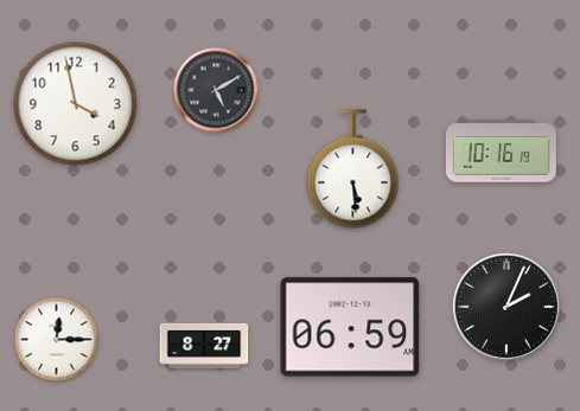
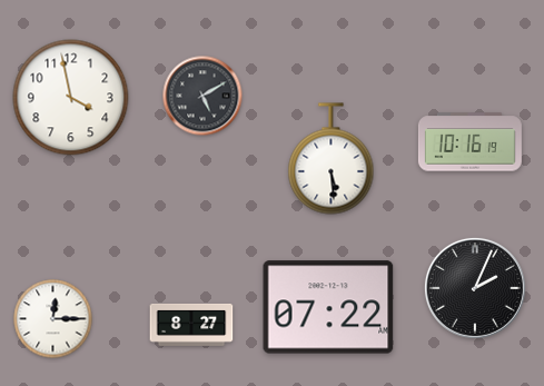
clock at (216, 90) position: (216, 90) -> (202, 96)
clock at (350, 327): 06:59 -> 07:22
